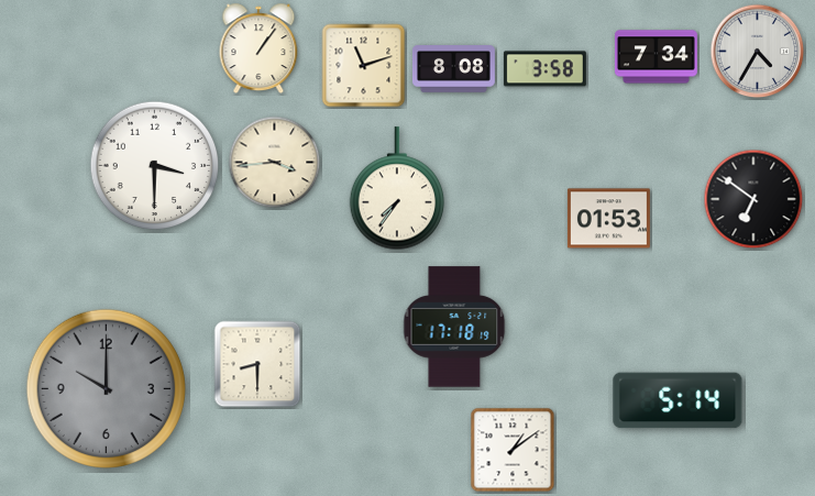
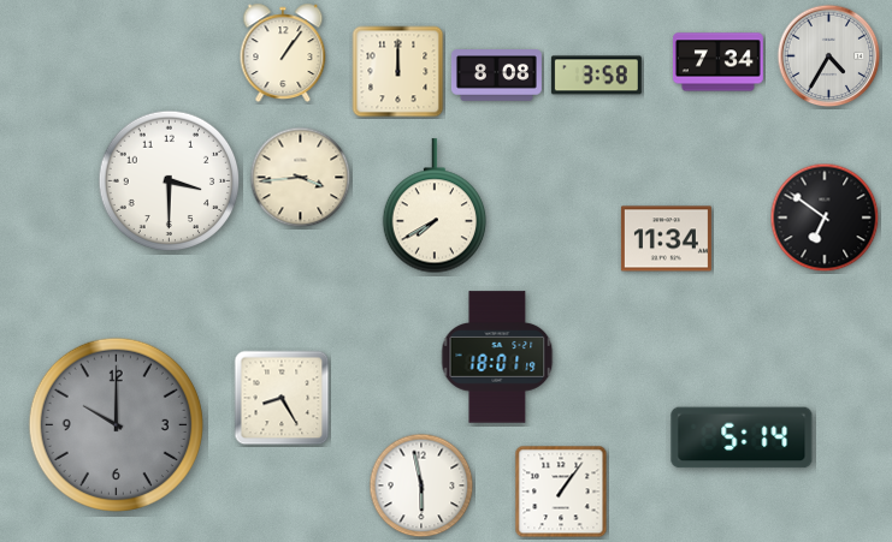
clock at (364, 66): 11:12 -> 12:00
clock at (397, 189): 7:36 -> 7:40
clock at (608, 219): 01:53 -> 11:34
clock at (454, 327): 17:18 -> 18:01
clock at (257, 364): 8:30 -> 8:25
clock at (421, 486): none -> 5:58
clock at (513, 450): 1:09 -> 1:06
